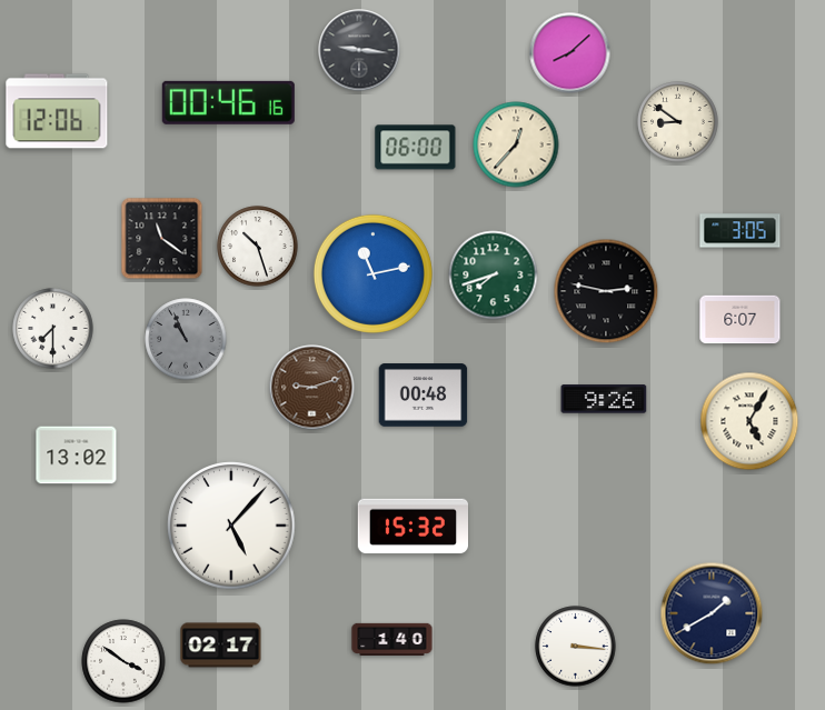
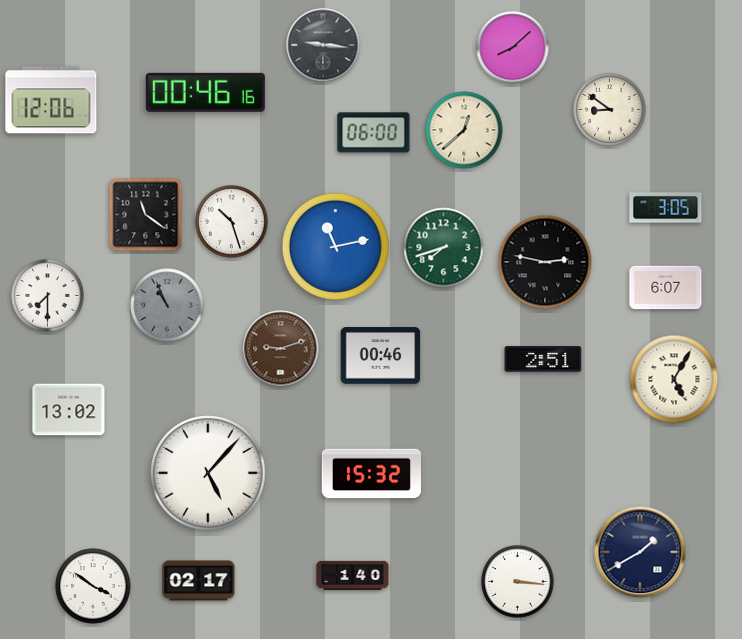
clock at (516, 144): 12:37 -> 12:38
clock at (424, 396): 00:48 -> 00:46
clock at (604, 399): 9:26 -> 2:51
clock at (123, 661) position: (123, 661) -> (93, 586)
